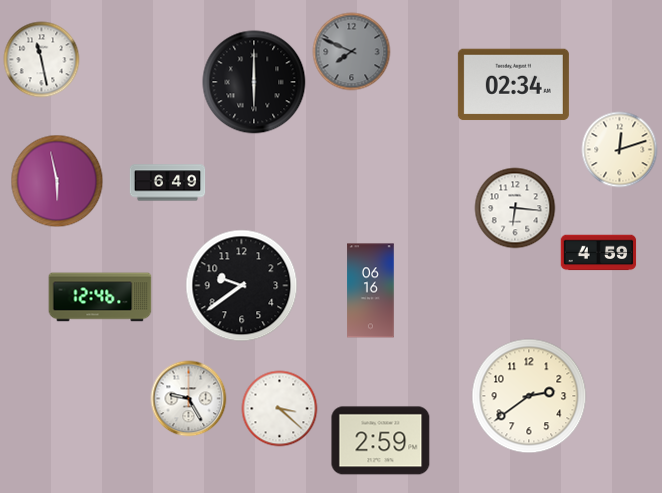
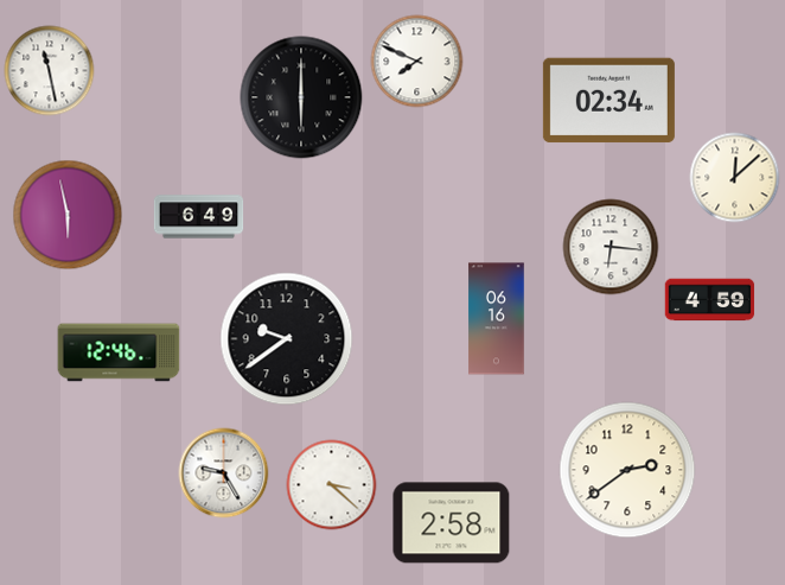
clock at (352, 52) dial: grey -> white
clock at (620, 150): 12:12 -> 12:08
clock at (371, 291) position: (371, 291) -> (497, 319)
clock at (381, 441): 2:59 -> 2:58
